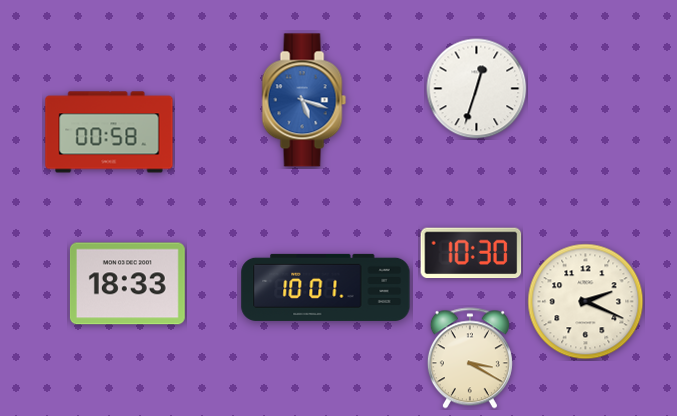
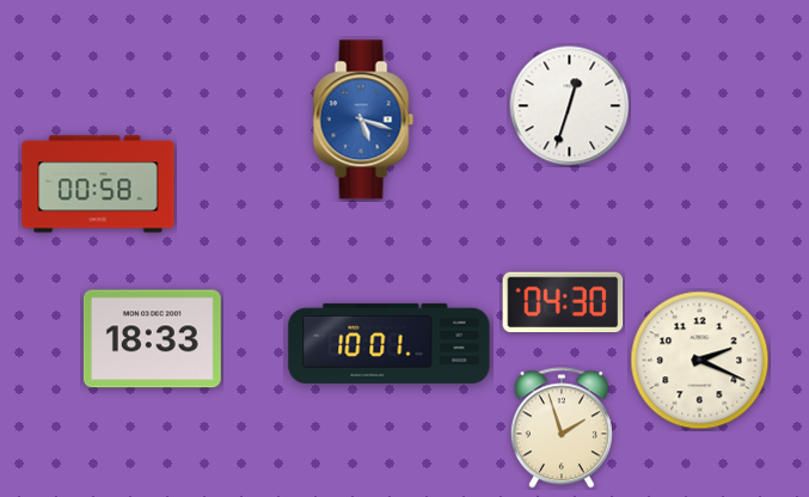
clock at (109, 132) position: (109, 132) -> (98, 184)
clock at (471, 253): 10:30 -> 04:30
clock at (470, 358): 3:20 -> 1:57
